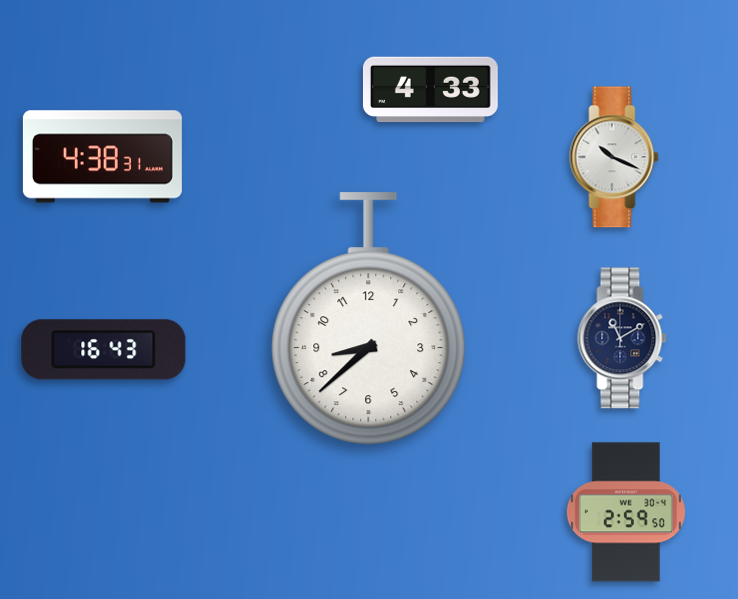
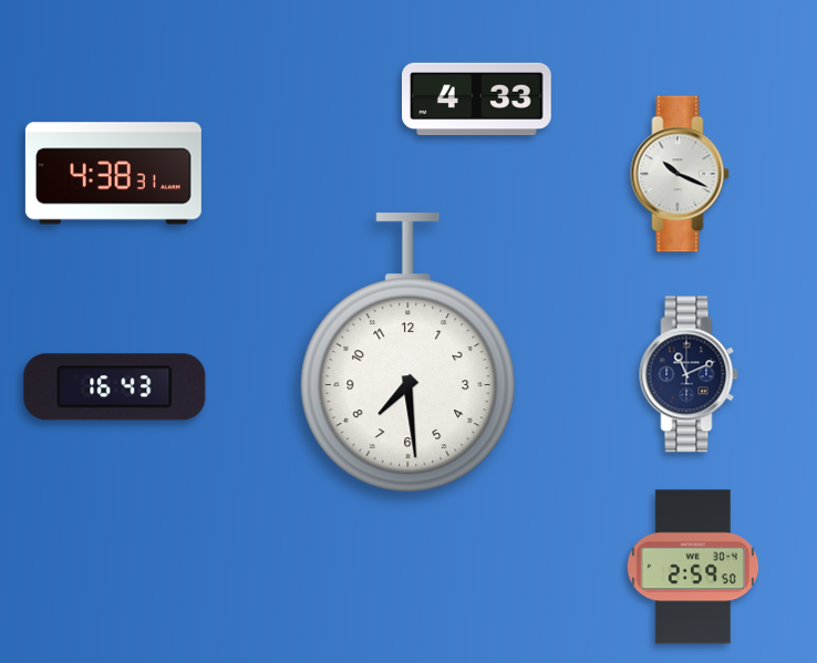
clock at (369, 319): 8:38 -> 7:29
clock at (622, 338): 11:10 -> 11:11
